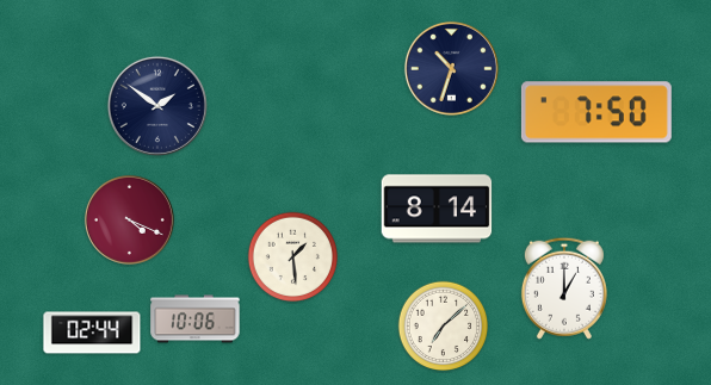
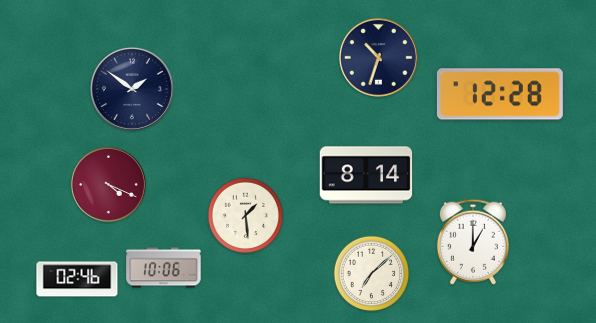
clock at (596, 112): 7:50 -> 12:28
clock at (92, 333): 02:44 -> 02:46
